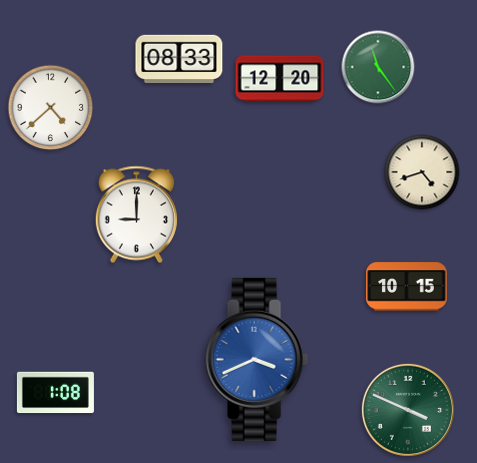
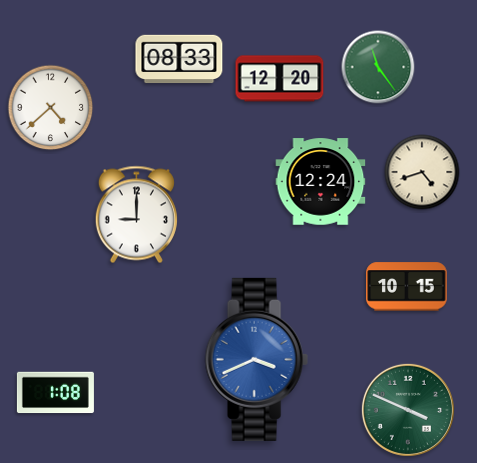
clock at (321, 182): none -> 12:24
